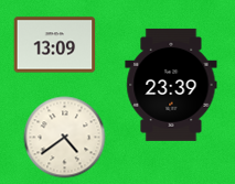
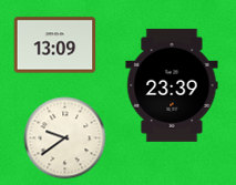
clock at (65, 138): 4:39 -> 9:39
